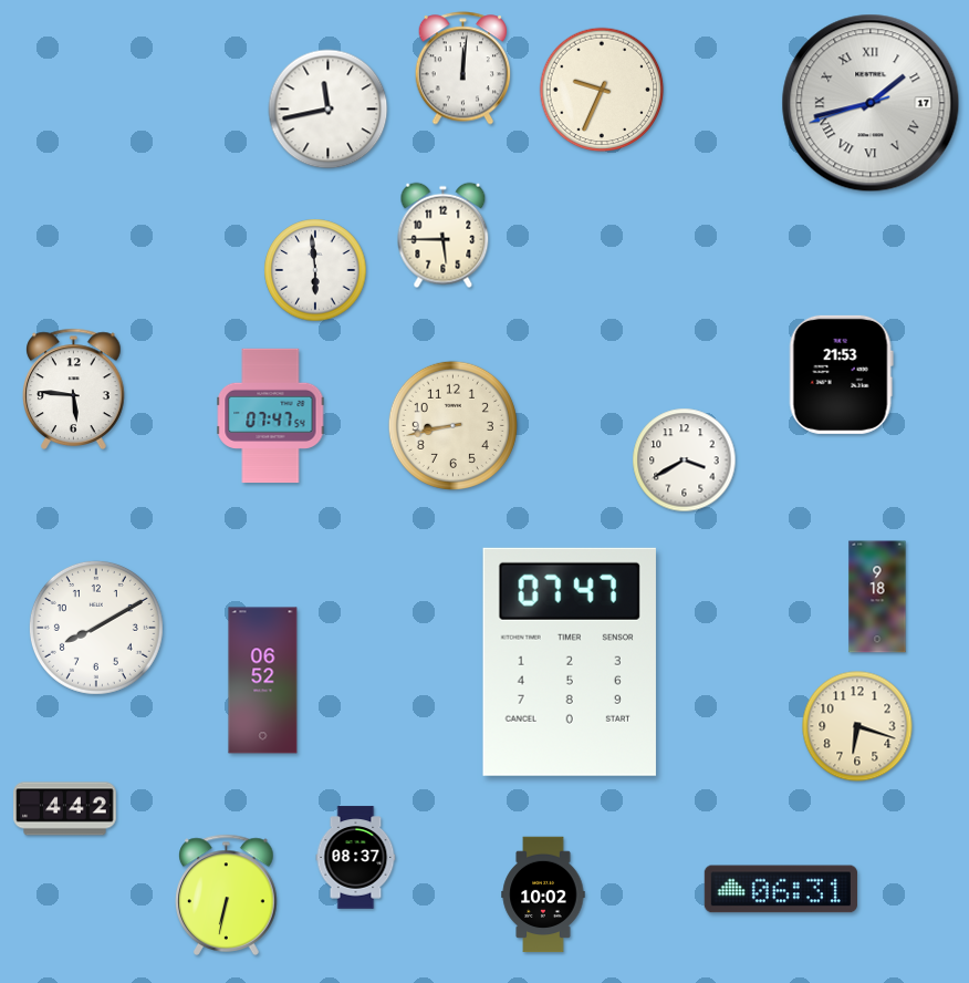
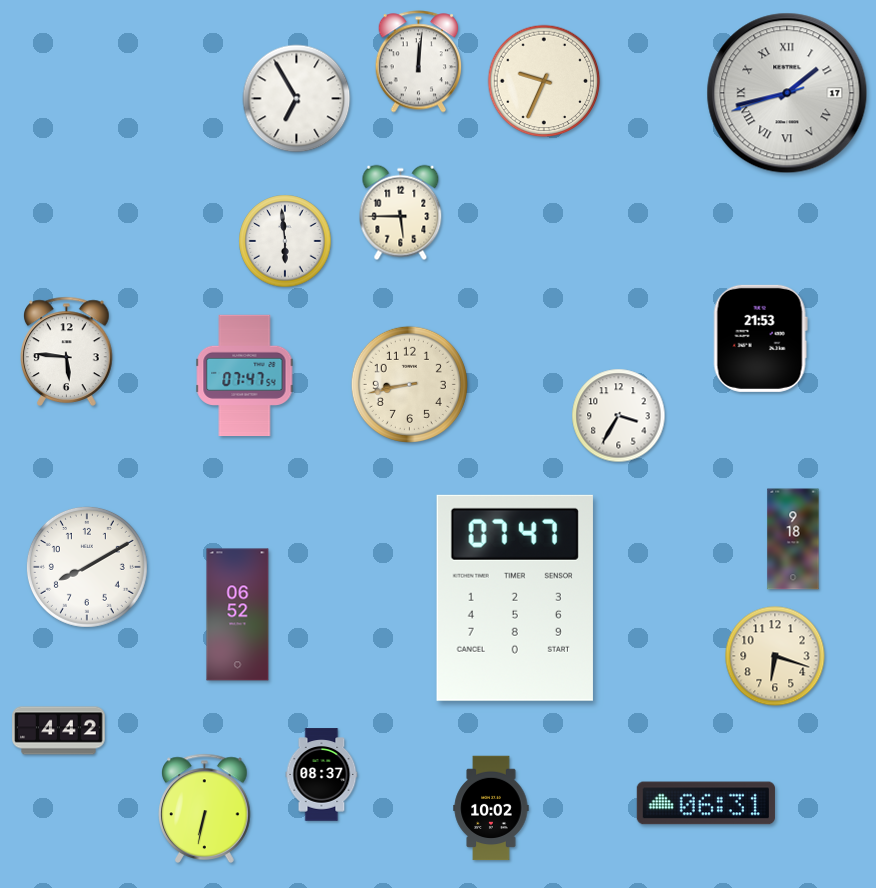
clock at (329, 110): 11:43 -> 6:55
clock at (315, 270) position: (315, 270) -> (285, 241)
clock at (685, 461): 3:40 -> 3:35
